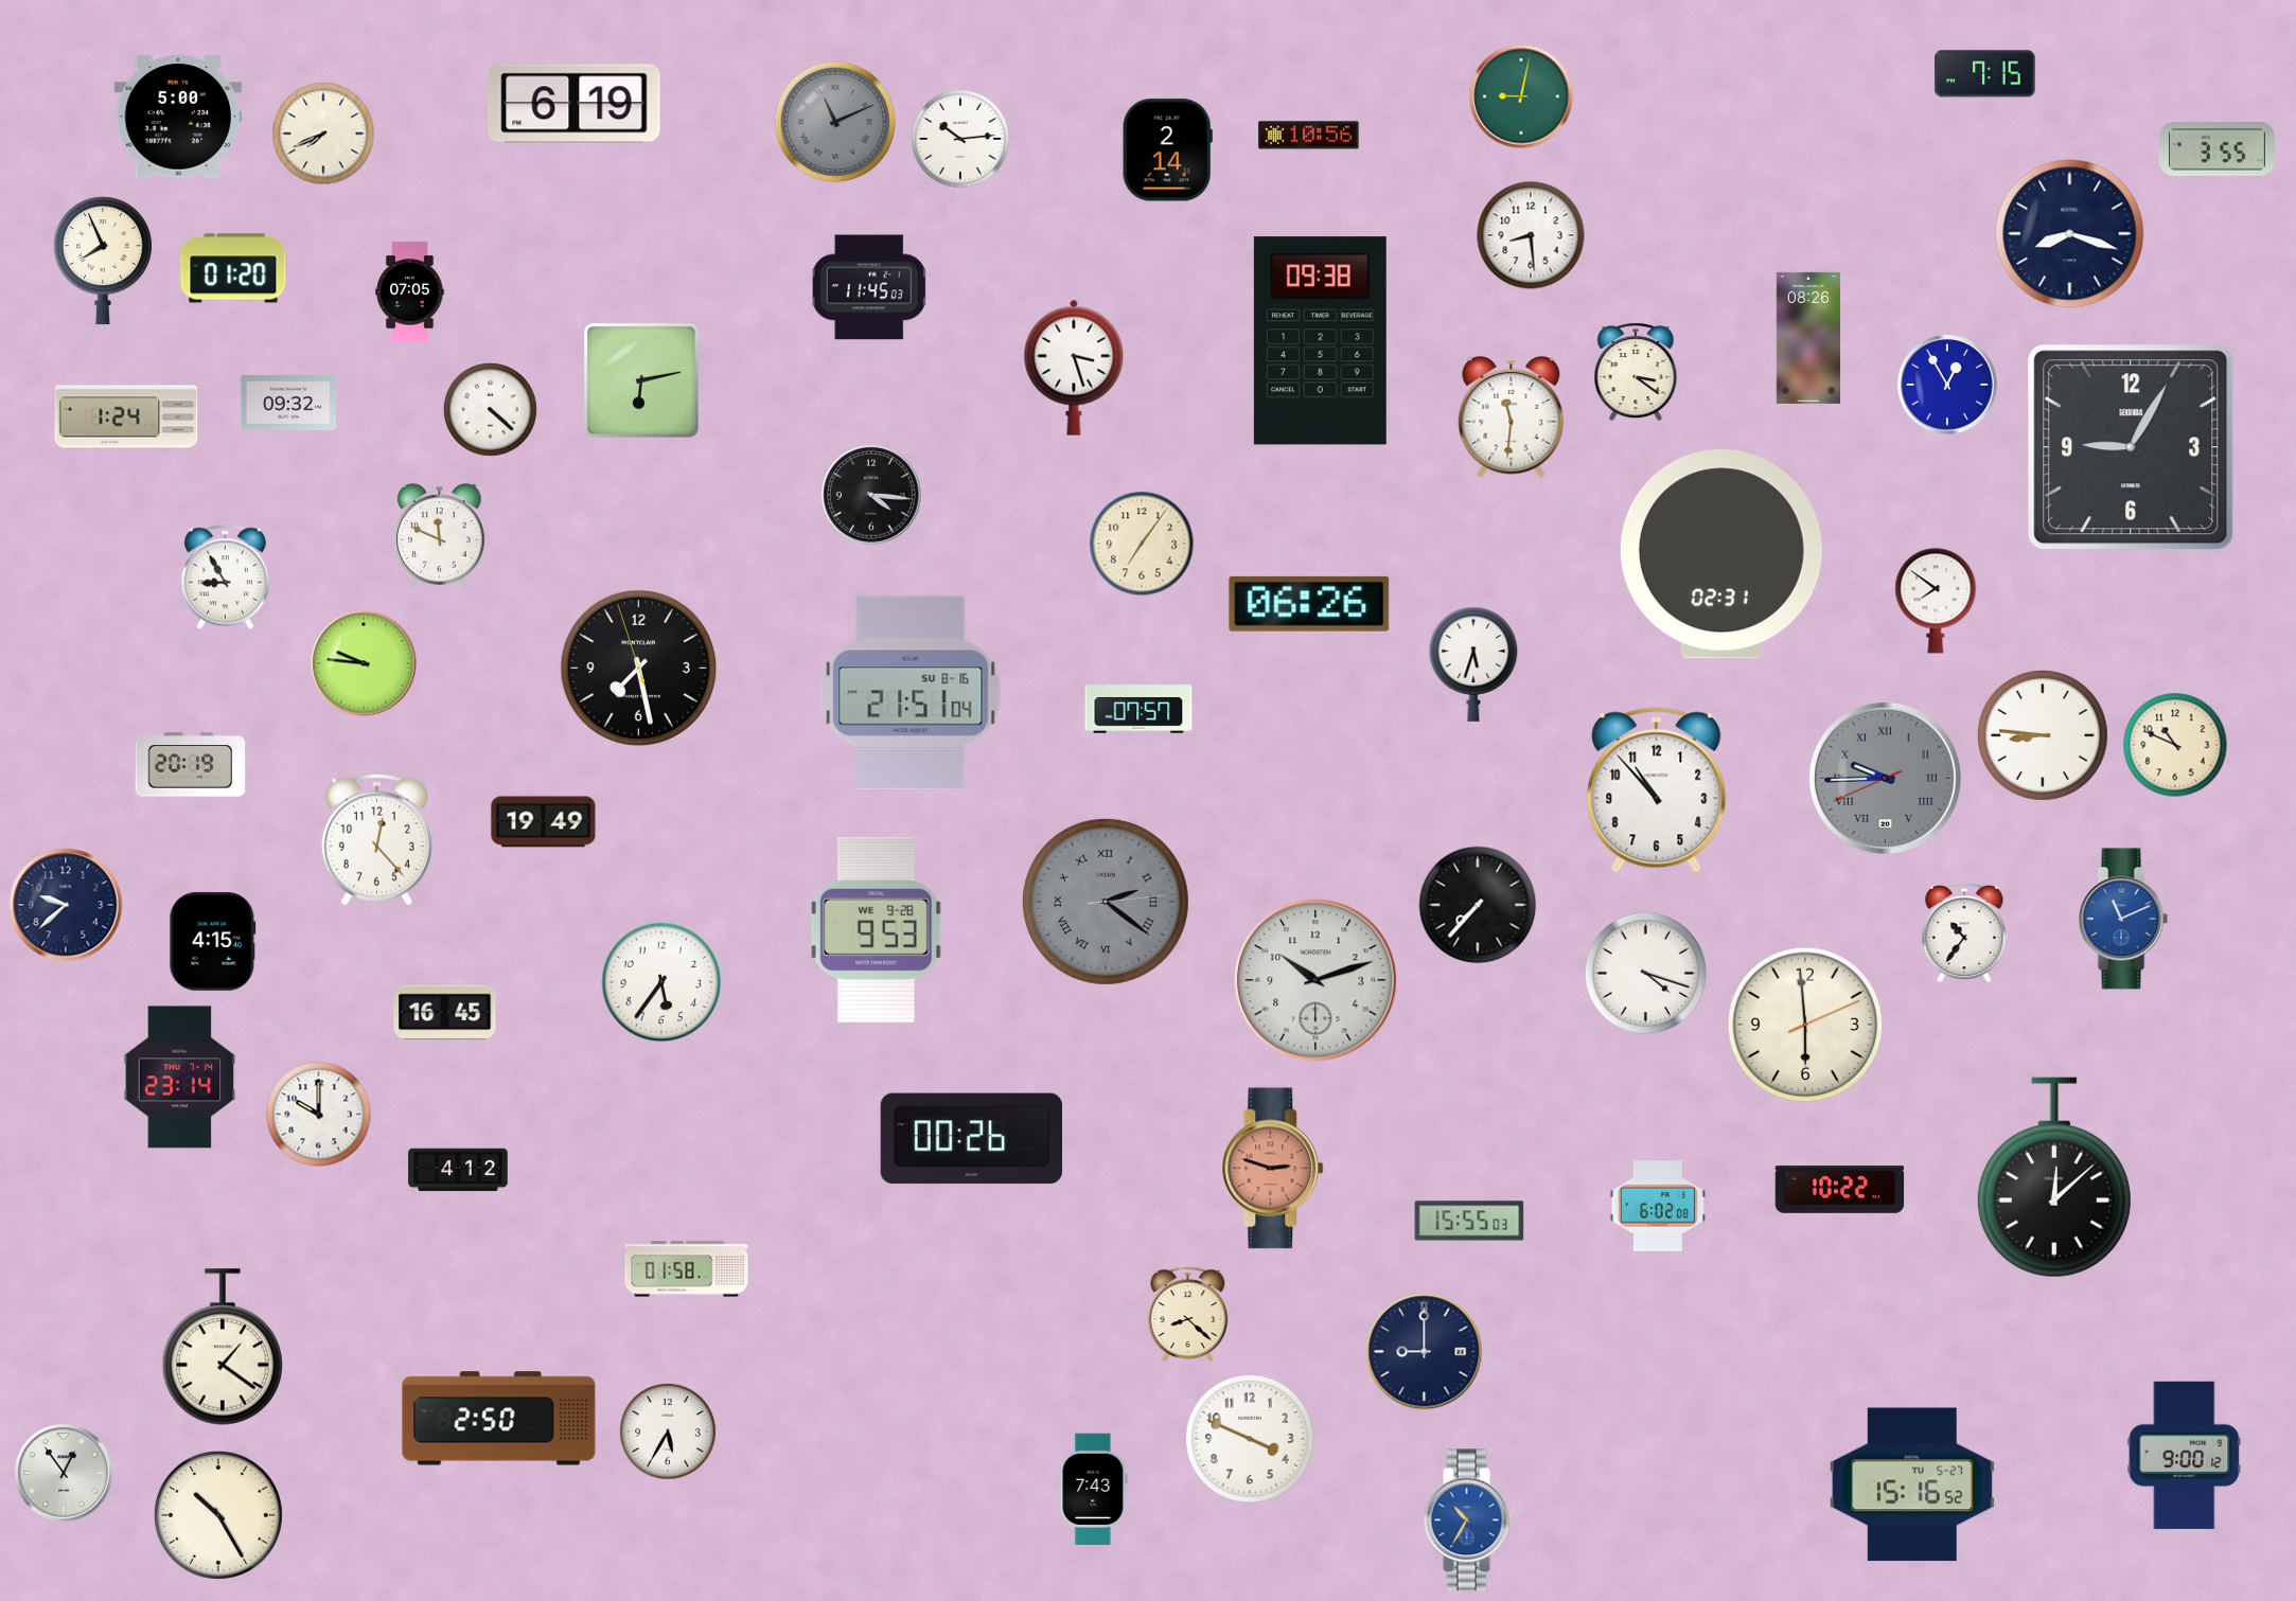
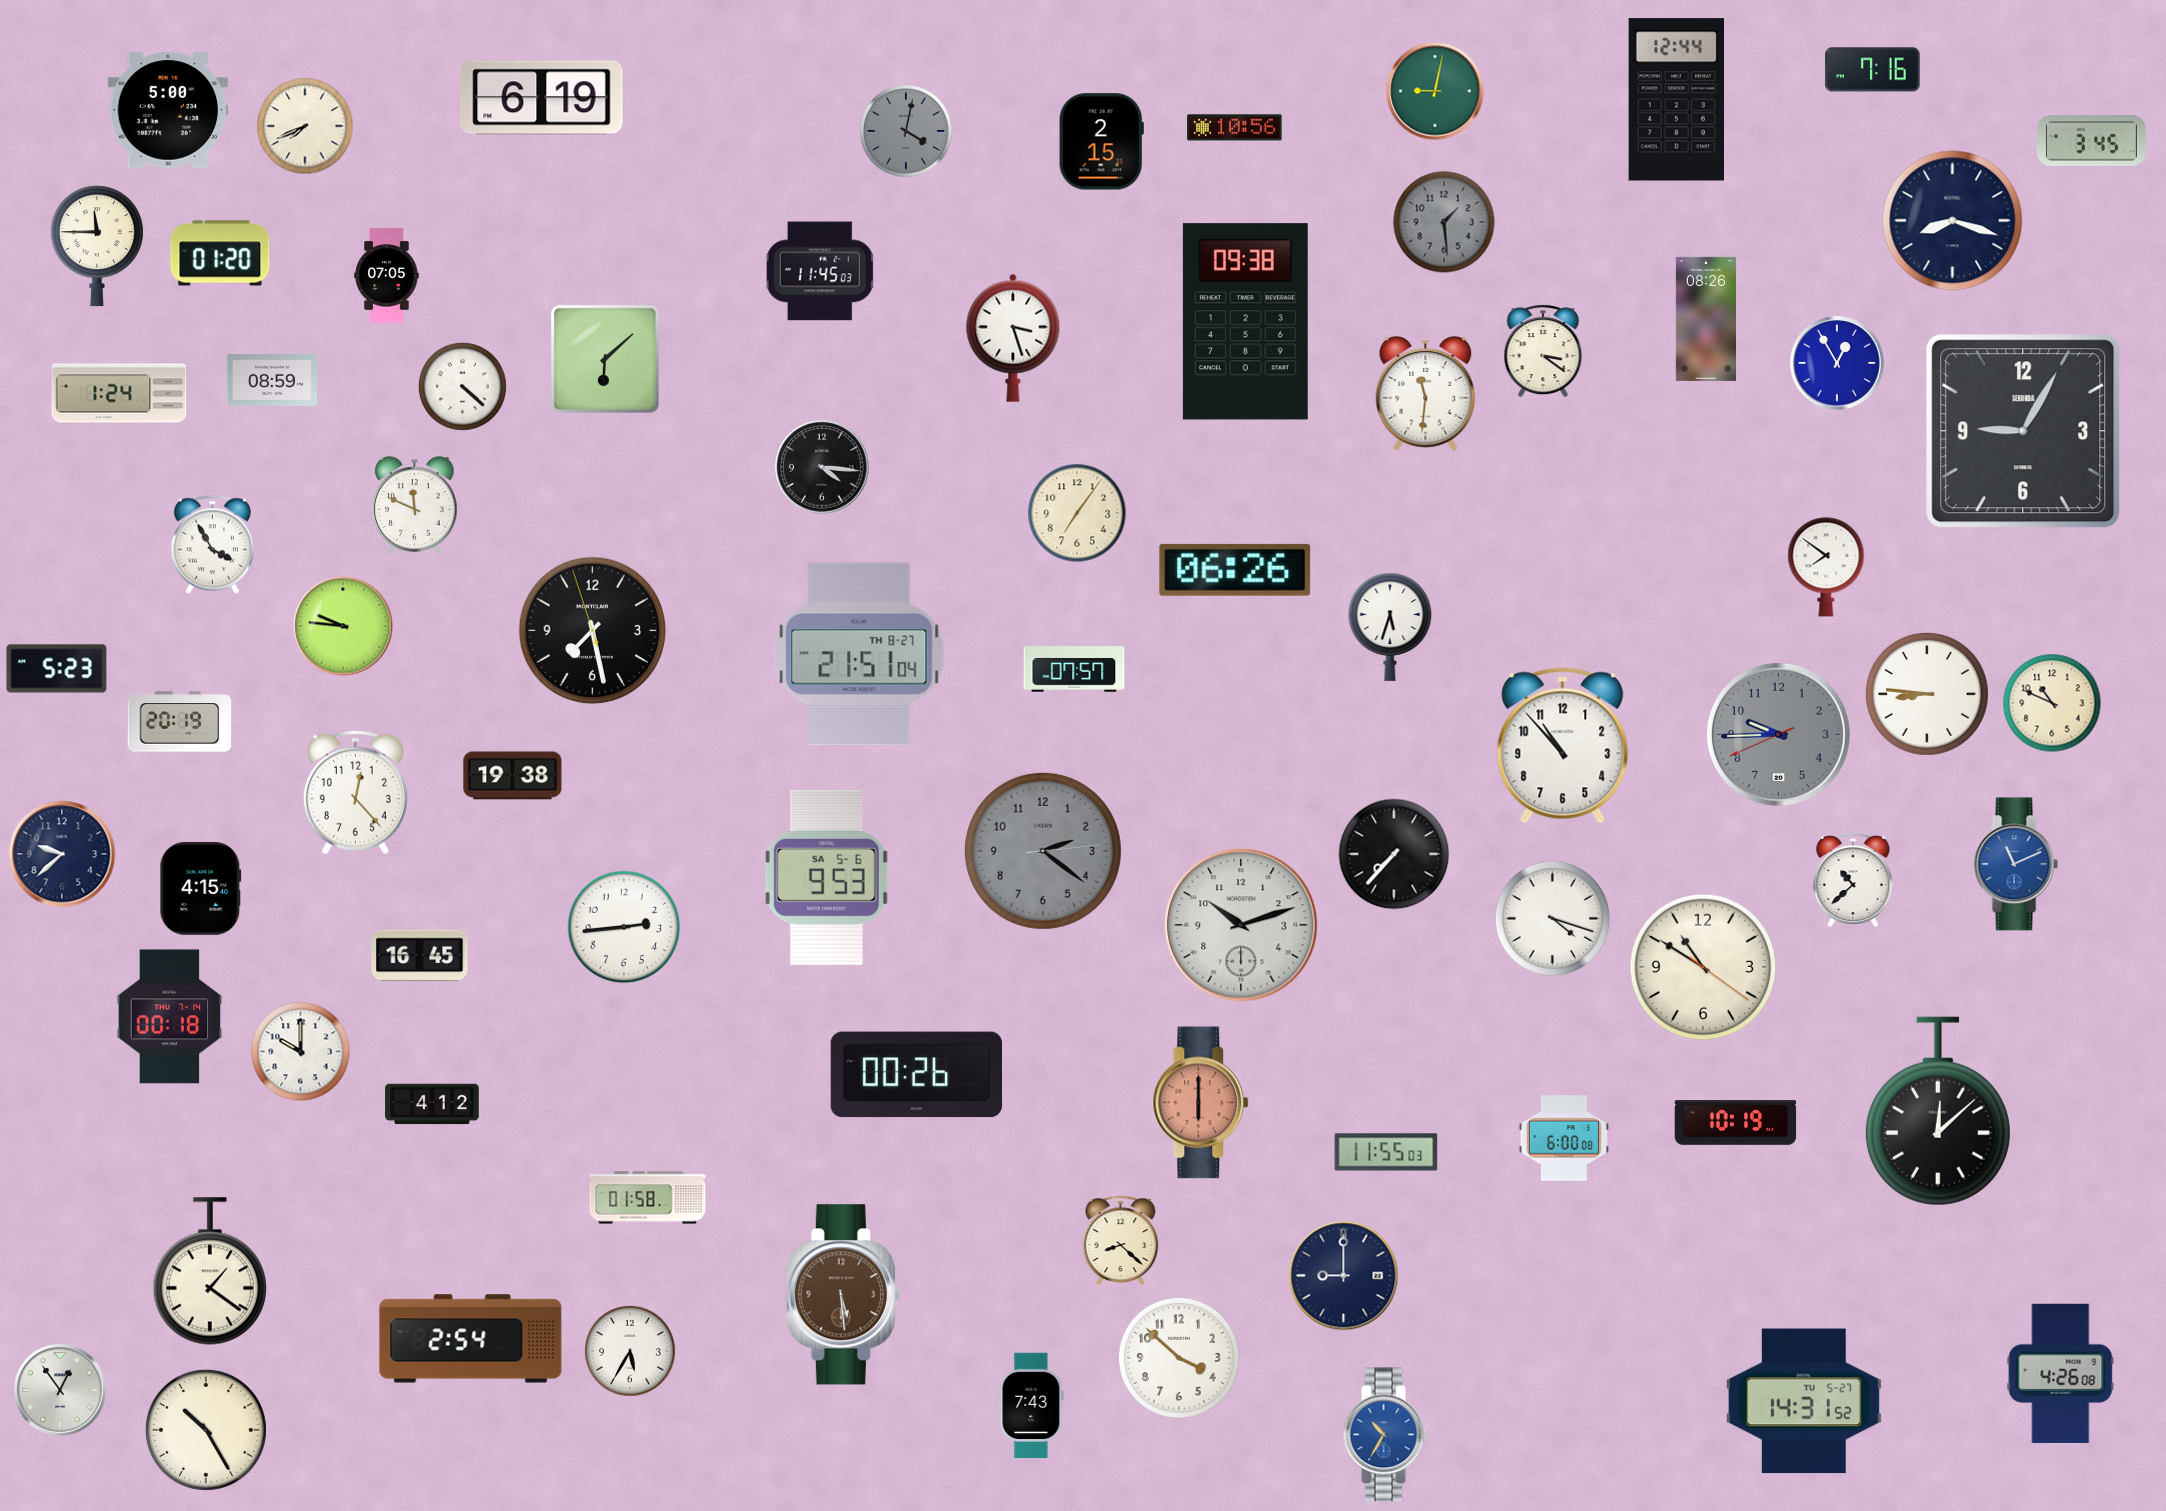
clock at (1985, 74): 7:15 -> 7:16
clock at (1676, 100): none -> 12:44
clock at (835, 122): 11:11 -> none
clock at (960, 139): 10:14 -> 4:02
clock at (960, 139) dial: white -> grey
clock at (2218, 149): 3:55 -> 3:45
clock at (1167, 150): 2:14 -> 2:15
clock at (1531, 235): 8:29 -> 1:29
clock at (1531, 235) dial: white -> grey
clock at (103, 261): 7:56 -> 11:45
clock at (1074, 368) position: (1074, 368) -> (1013, 338)
clock at (641, 380): 6:13 -> 6:08
clock at (288, 403): 09:32 -> 08:59
clock at (2131, 447) position: (2131, 447) -> (2023, 431)
clock at (1721, 554): 02:31 -> none
clock at (225, 577): 8:55 -> 3:55
clock at (639, 669) position: (639, 669) -> (593, 631)
clock at (911, 693) date: SU 8-16 -> TH 8-27
clock at (57, 669): none -> 5:23
clock at (1885, 778) numerals: Roman -> Arabic
clock at (544, 822): 19:49 -> 19:38
clock at (1106, 902) numerals: Roman -> Arabic
clock at (2123, 919) position: (2123, 919) -> (2016, 864)
clock at (876, 929) date: WE 9-28 -> SA 5-6
clock at (1964, 932): 10:36 -> 10:38
clock at (661, 982): 5:36 -> 2:44
clock at (1805, 1025): 5:59 -> 10:50
clock at (180, 1078): 23:14 -> 00:18
clock at (1273, 1169): 2:48 -> 6:00
clock at (1840, 1190): 10:22 -> 10:19
clock at (1658, 1206): 6:02 -> 6:00
clock at (1469, 1221): 15:55 -> 11:55
clock at (843, 1295): none -> 5:29
clock at (499, 1419): 2:50 -> 2:54
clock at (1250, 1439): 3:49 -> 3:52
clock at (2185, 1455): 9:00 -> 4:26
clock at (1912, 1484): 15:16 -> 14:31
